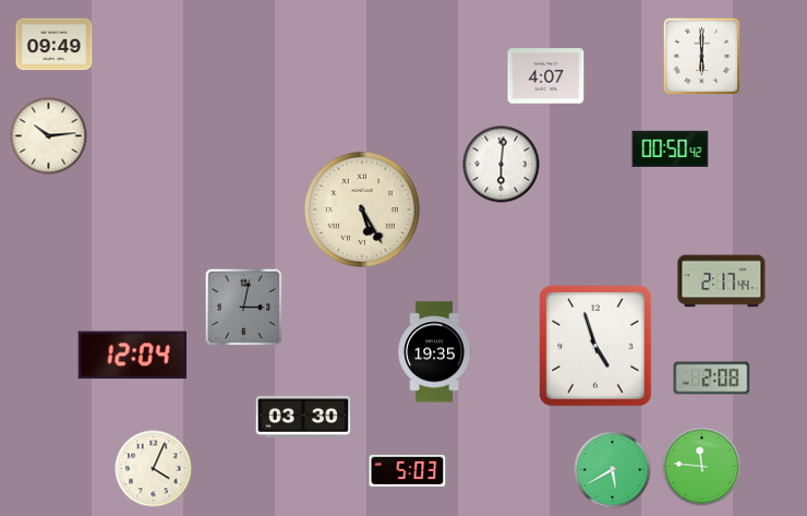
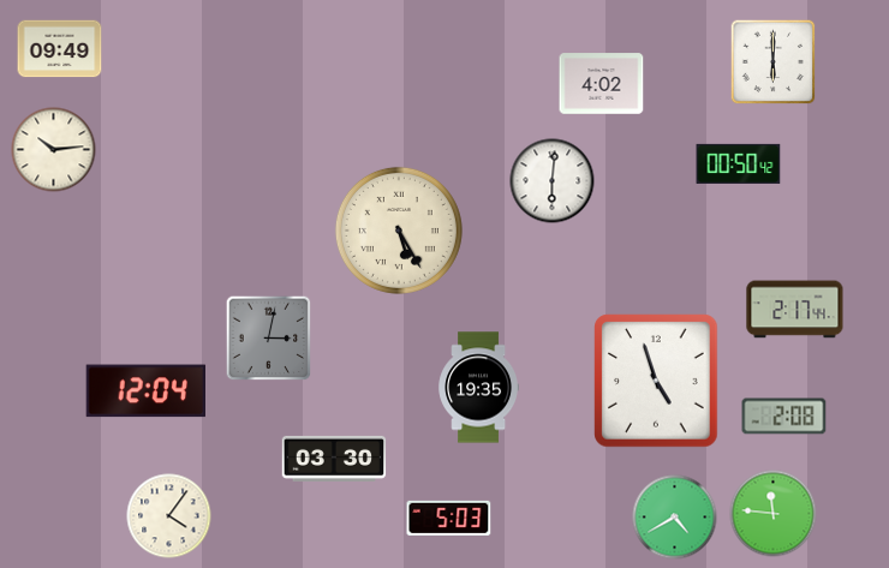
clock at (546, 76): 4:07 -> 4:02
clock at (154, 469): 4:04 -> 4:06
clock at (613, 470): 5:40 -> 4:40
